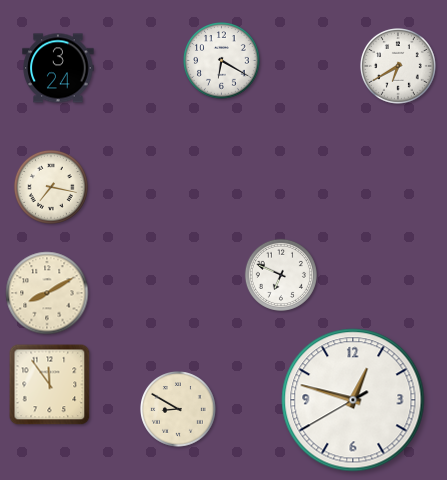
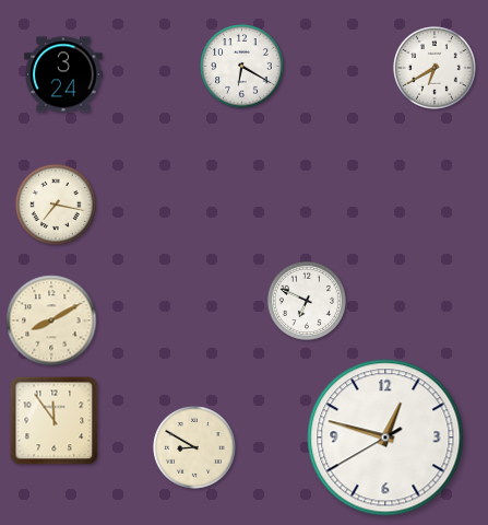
clock at (399, 67) position: (399, 67) -> (436, 69)
